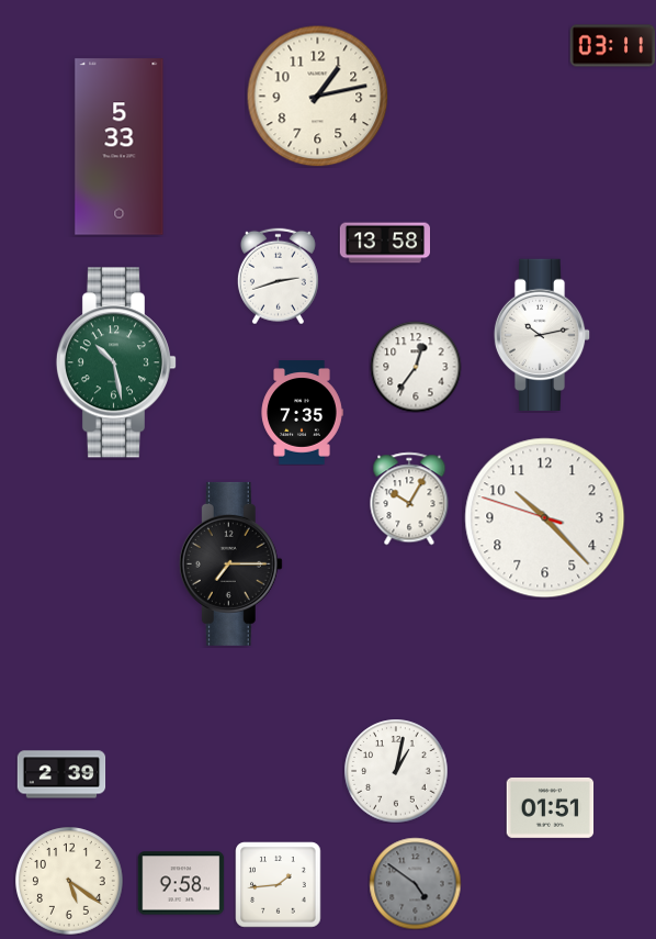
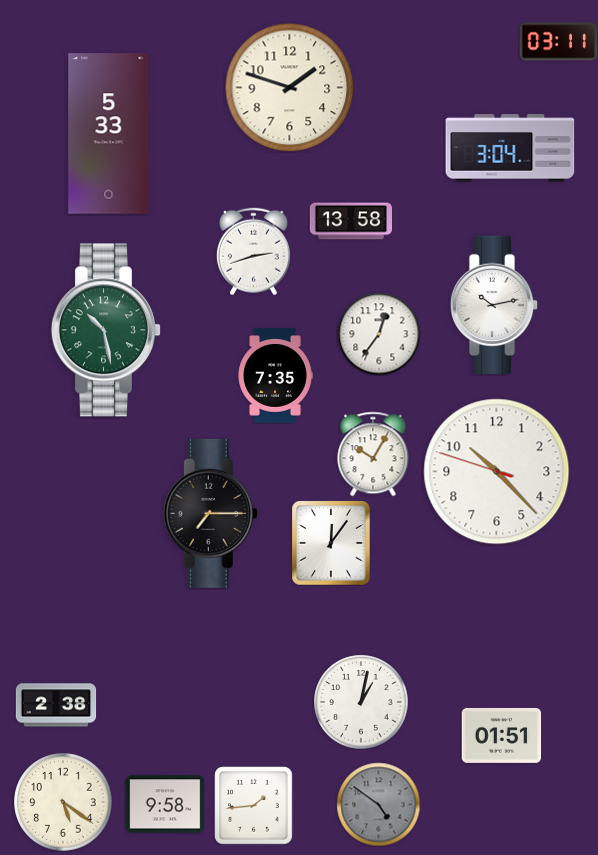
clock at (317, 96): 1:13 -> 1:48
clock at (510, 148): none -> 3:04
clock at (331, 543): none -> 12:06
clock at (61, 774): 2:39 -> 2:38
